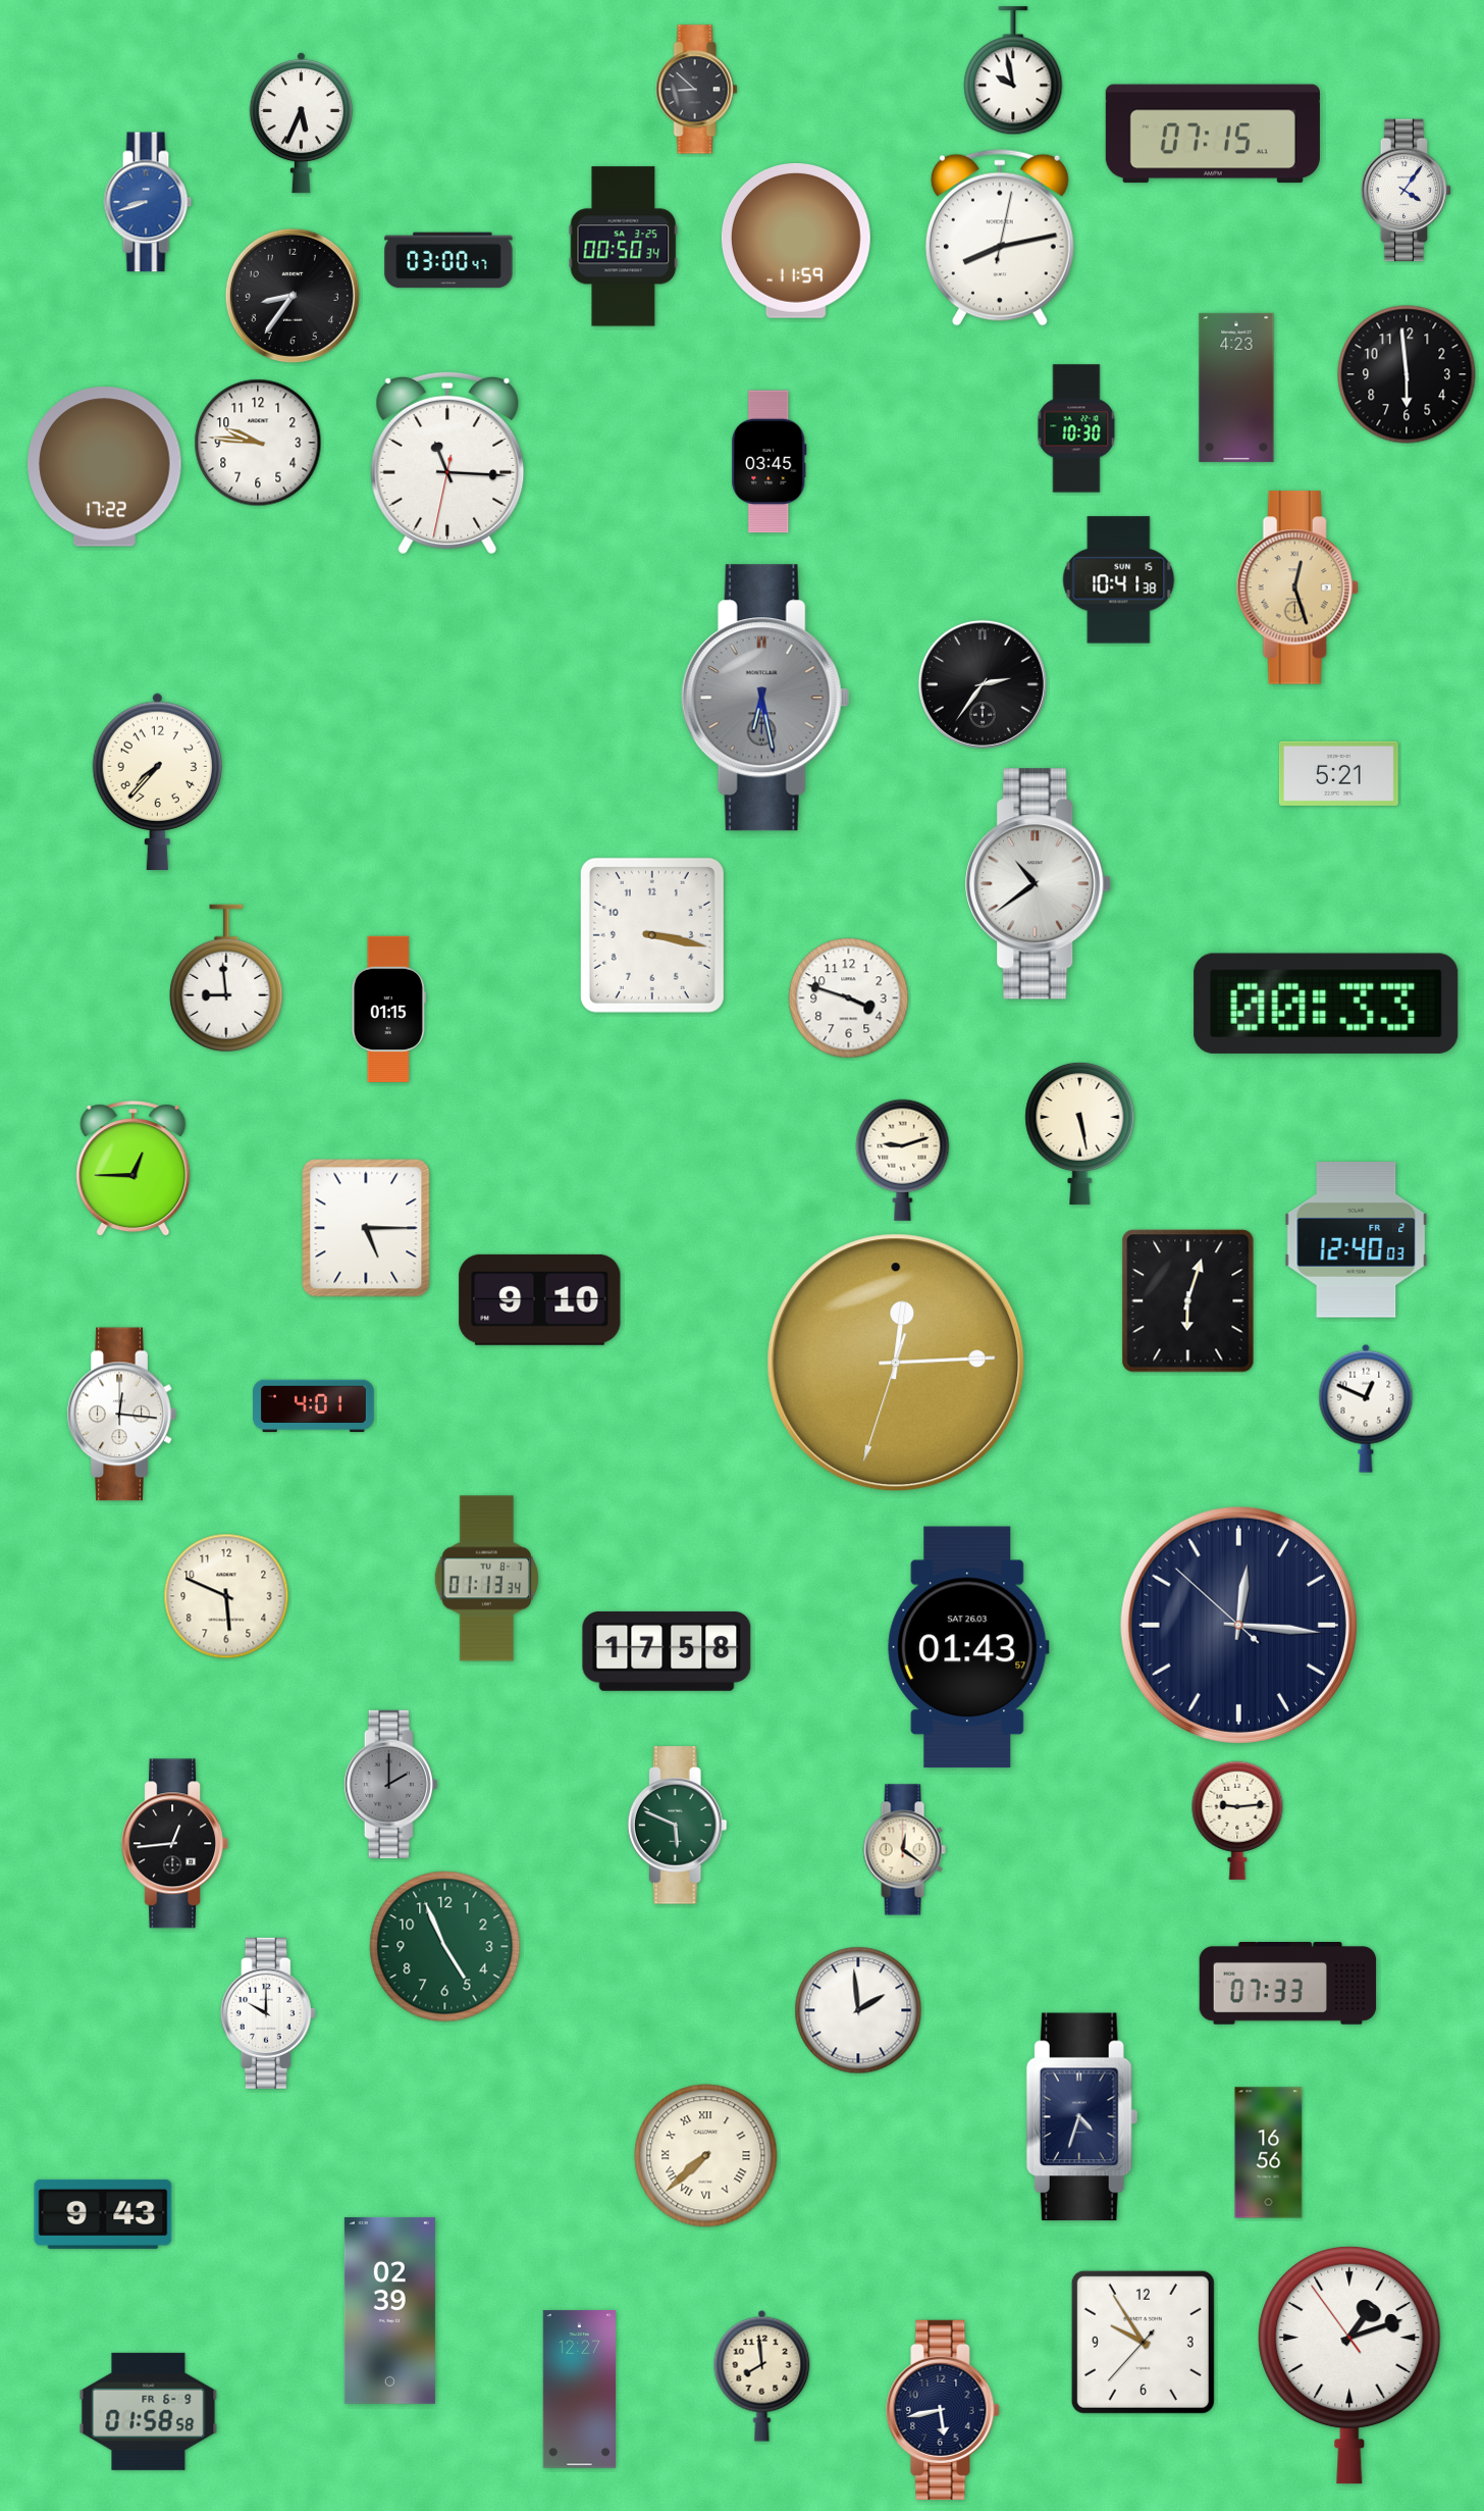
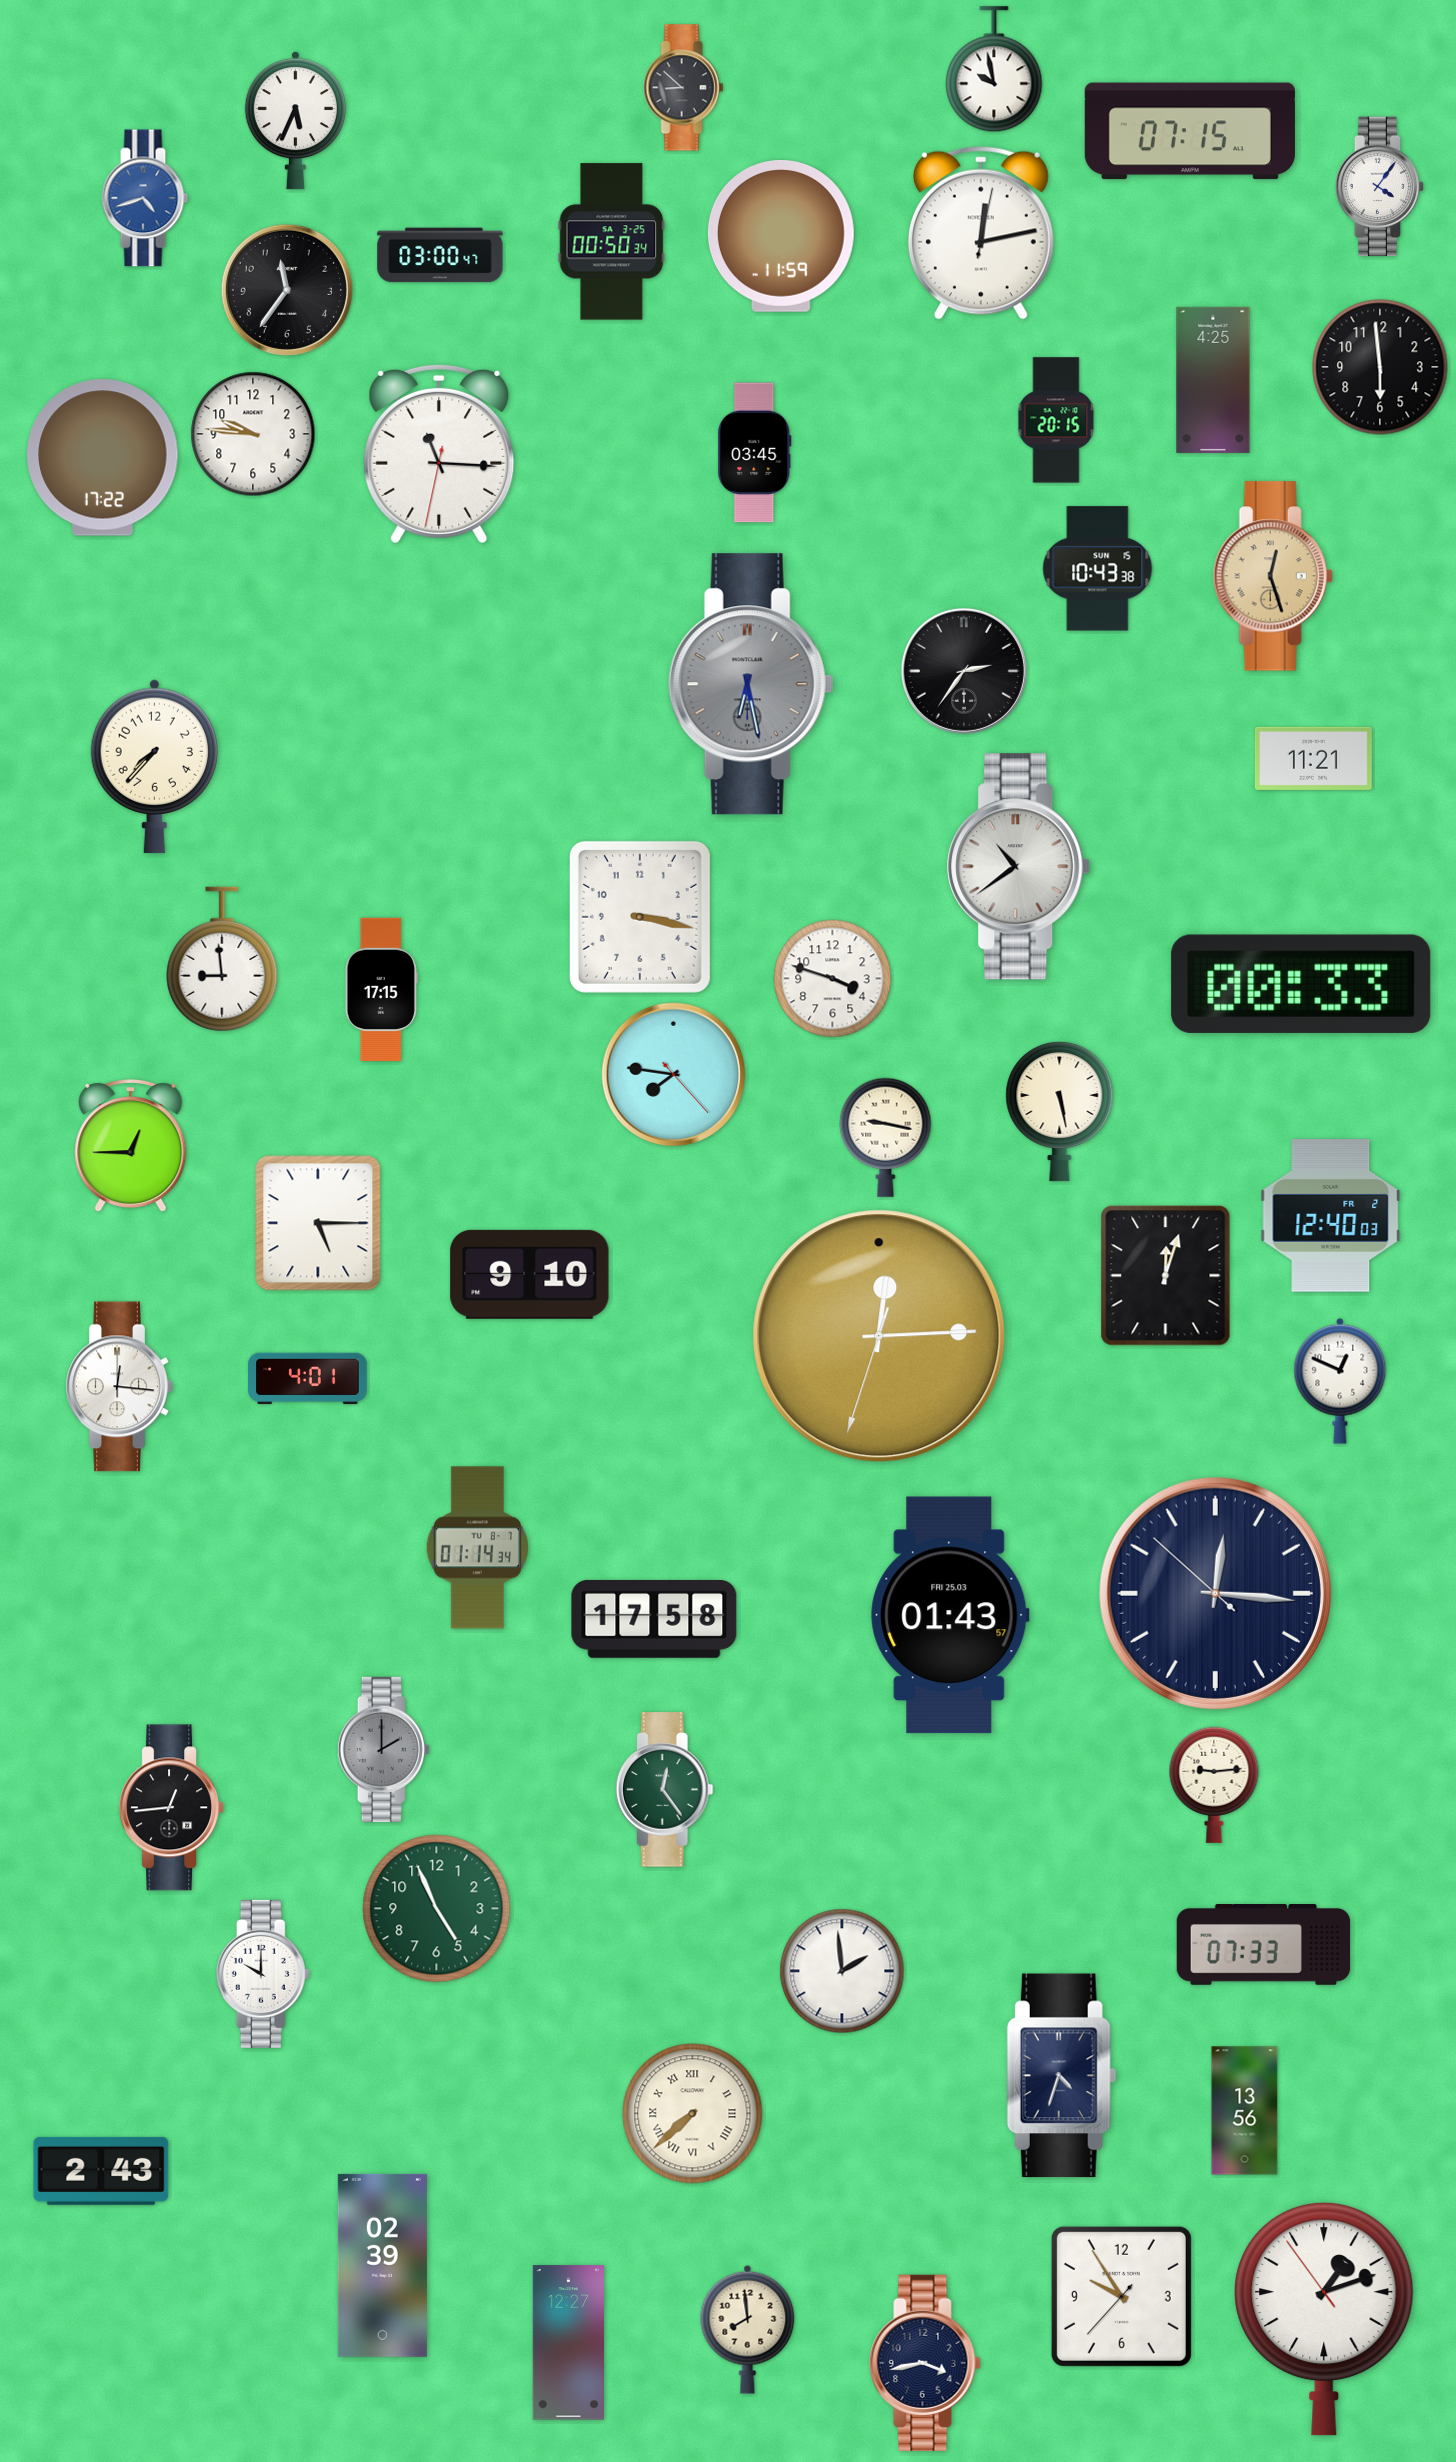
clock at (148, 202): 8:42 -> 4:42
clock at (1000, 238): 8:13 -> 12:13
clock at (293, 296): 8:36 -> 11:36
clock at (1236, 388): 4:23 -> 4:25
clock at (1076, 428): 10:30 -> 20:15
clock at (1119, 580): 10:41 -> 10:43
clock at (1338, 773): 5:21 -> 11:21
clock at (388, 1009): 01:15 -> 17:15
clock at (674, 1075): none -> 7:46
clock at (903, 1160): 9:12 -> 9:17
clock at (366, 1228) position: (366, 1228) -> (318, 1223)
clock at (1188, 1301): 6:03 -> 12:03
clock at (486, 1579): 01:13 -> 01:14
clock at (226, 1596): 5:49 -> none
clock at (968, 1647) date: SAT 26.03 -> FRI 25.03
clock at (677, 1826): 5:49 -> 12:24
clock at (904, 1850): 12:21 -> none
clock at (1269, 2153): 16:56 -> 13:56
clock at (103, 2214): 9:43 -> 2:43
clock at (943, 2410): 5:43 -> 3:43
clock at (149, 2411): 01:58 -> none
